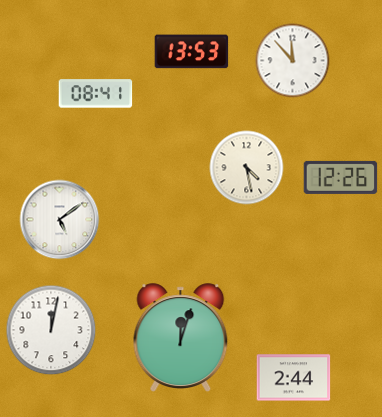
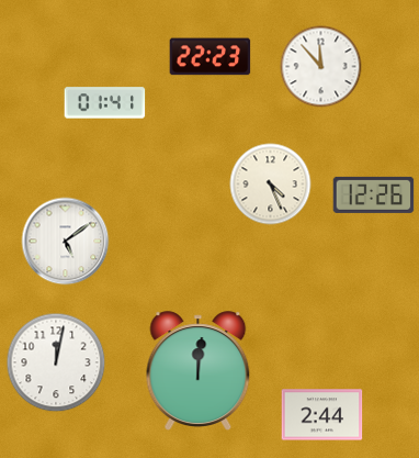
clock at (192, 52): 13:53 -> 22:23
clock at (96, 94): 08:41 -> 01:41
clock at (247, 168): 4:28 -> 4:26
clock at (181, 338): 12:03 -> 12:01
